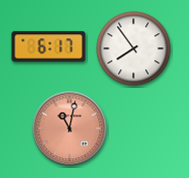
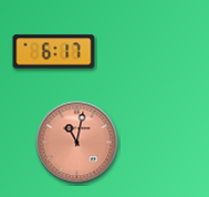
clock at (134, 49): 7:54 -> none
